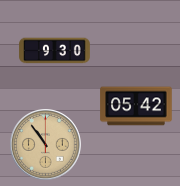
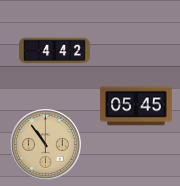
clock at (55, 51): 9:30 -> 4:42
clock at (136, 106): 05:42 -> 05:45
